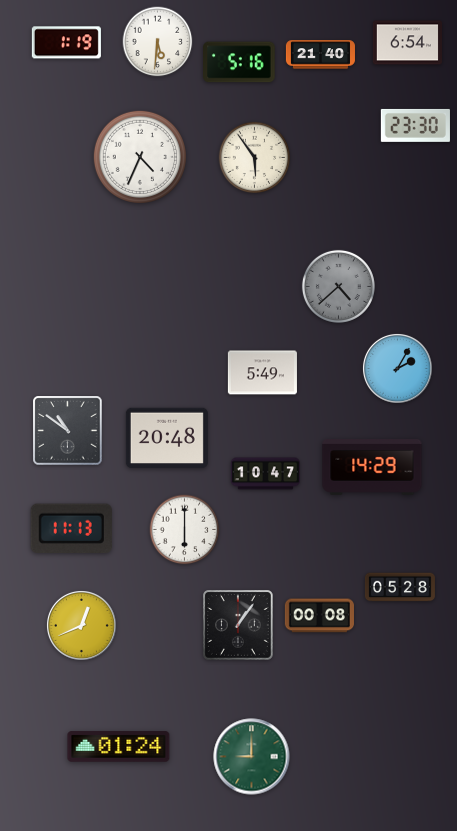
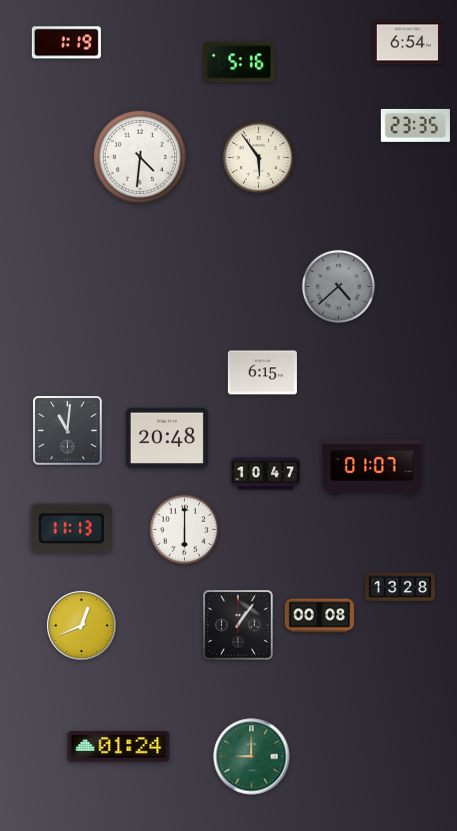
clock at (158, 42): 5:31 -> none
clock at (320, 55): 21:40 -> none
clock at (415, 125): 23:30 -> 23:35
clock at (140, 157): 4:34 -> 4:31
clock at (255, 158) position: (255, 158) -> (259, 158)
clock at (397, 368): 2:05 -> none
clock at (262, 373): 5:49 -> 6:15
clock at (68, 431): 10:51 -> 11:01
clock at (372, 468): 14:29 -> 01:07
clock at (400, 587): 05:28 -> 13:28
